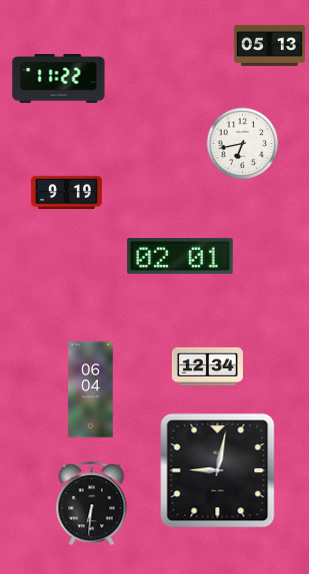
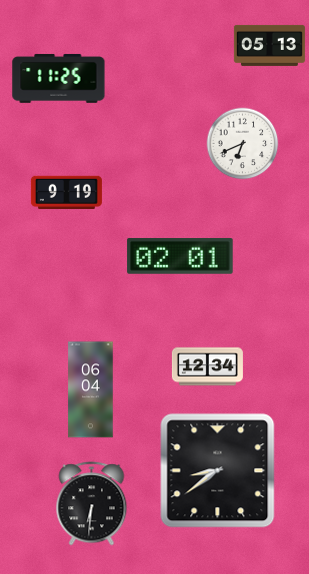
clock at (59, 78): 11:22 -> 11:25
clock at (243, 144): 6:43 -> 6:41
clock at (218, 471): 9:02 -> 8:39
